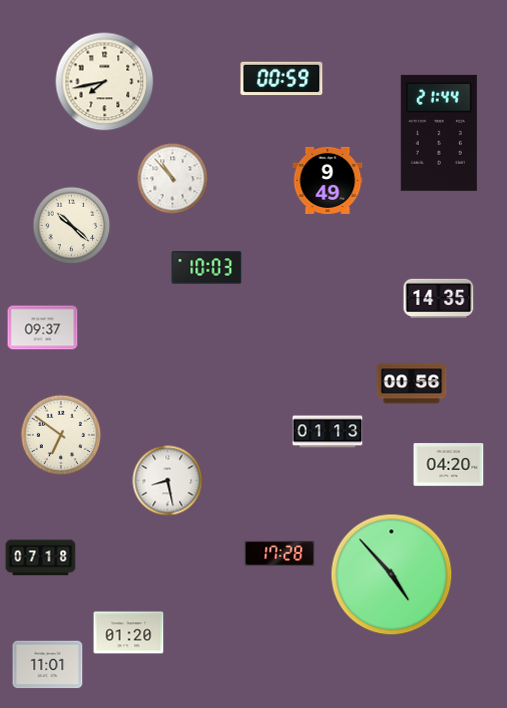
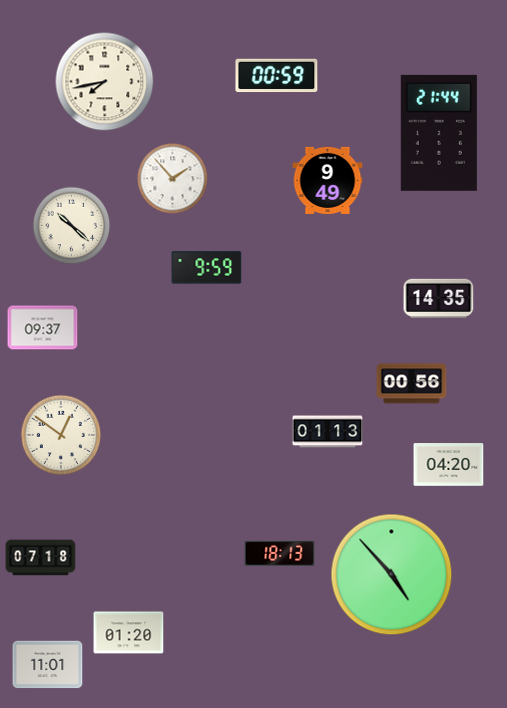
clock at (282, 79) position: (282, 79) -> (277, 76)
clock at (173, 179): 10:53 -> 1:53
clock at (207, 268): 10:03 -> 9:59
clock at (61, 435): 6:51 -> 12:51
clock at (168, 481): 8:28 -> none
clock at (280, 553): 17:28 -> 18:13
